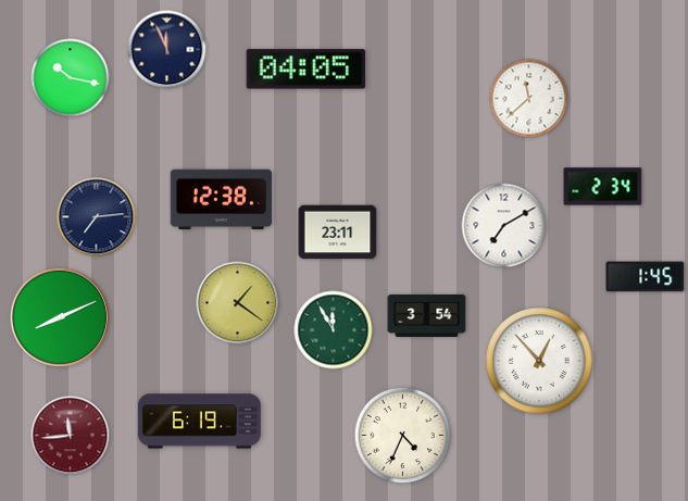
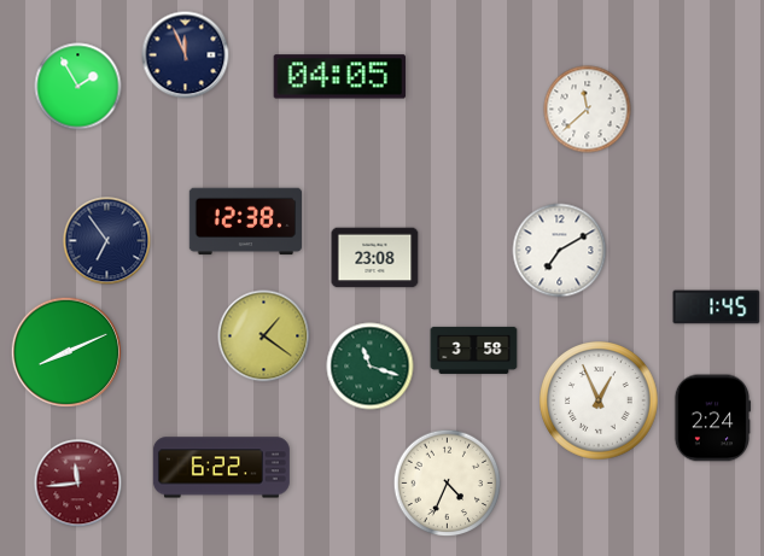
clock at (71, 78): 10:17 -> 1:55
clock at (603, 187): 2:34 -> none
clock at (97, 217): 7:14 -> 6:54
clock at (338, 233): 23:11 -> 23:08
clock at (427, 315): 3:54 -> 3:58
clock at (334, 330): 11:55 -> 11:18
clock at (539, 361): 12:53 -> 12:56
clock at (711, 419): none -> 2:24
clock at (199, 422): 6:19 -> 6:22
